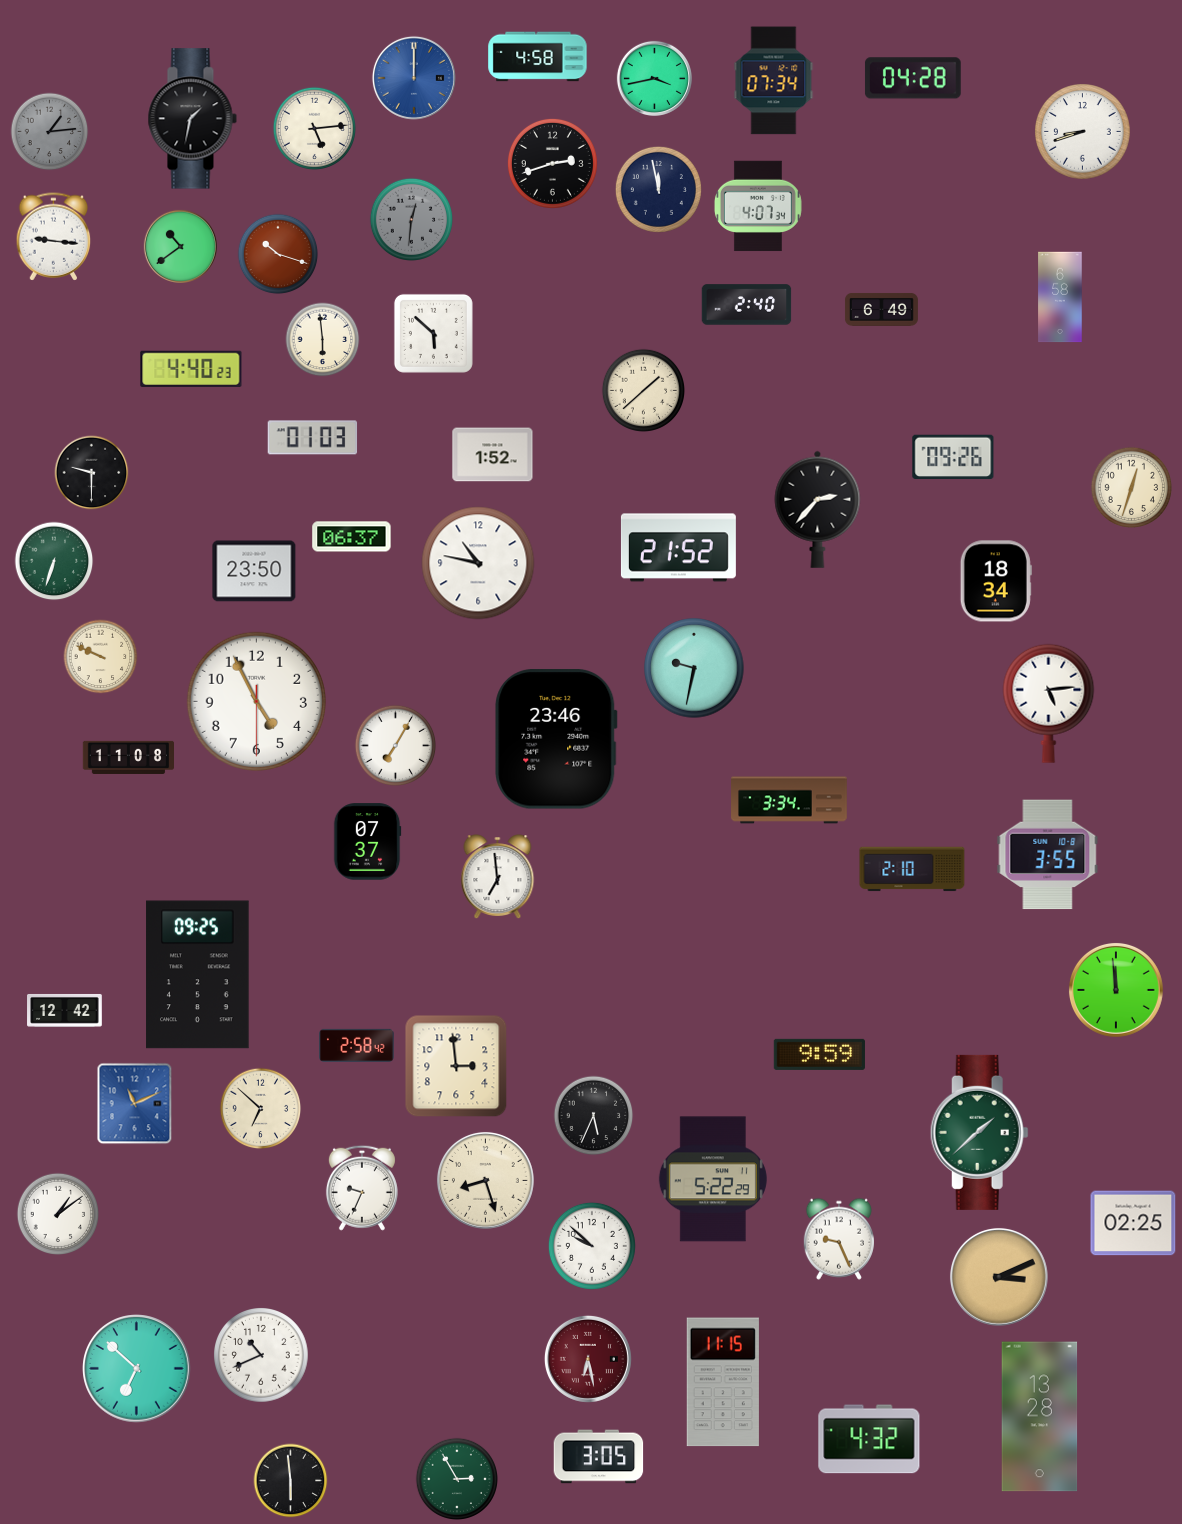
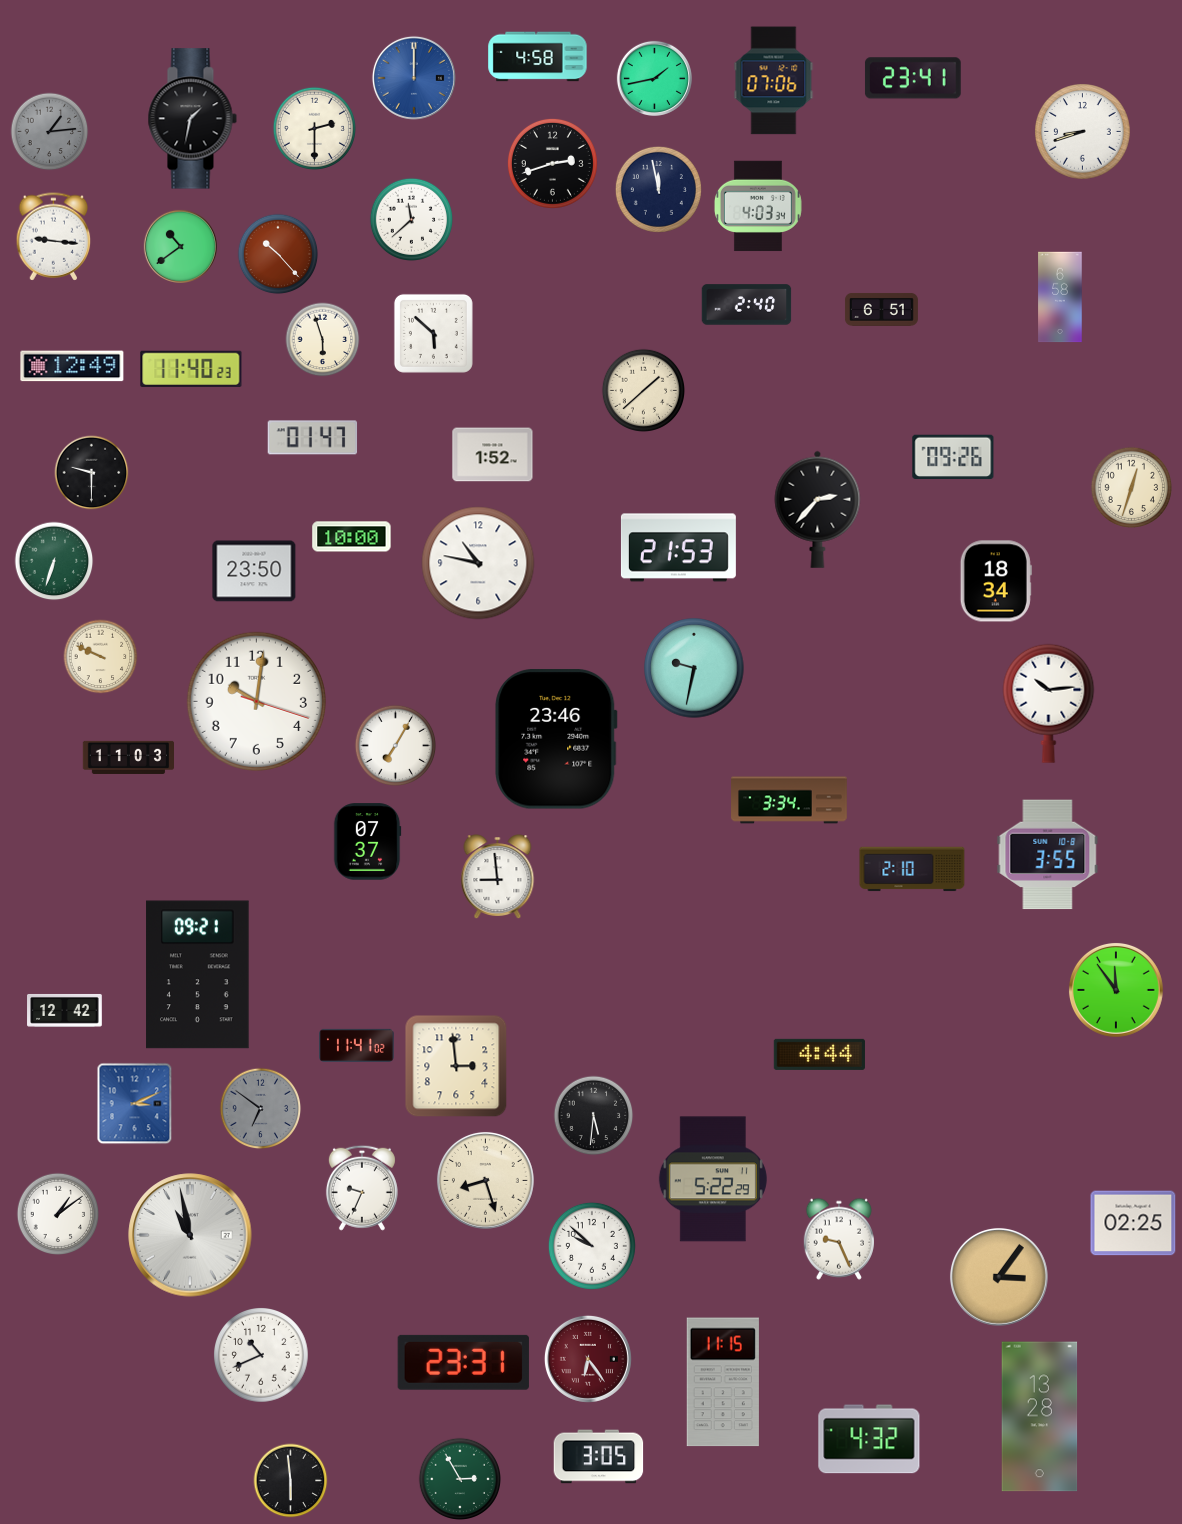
clock at (654, 78): 3:43 -> 1:43
clock at (913, 78): 04:28 -> 23:41
clock at (774, 81): 07:34 -> 07:06
clock at (314, 128): 5:14 -> 2:30
clock at (758, 206): 4:07 -> 4:03
clock at (411, 219): 12:31 -> 11:38
clock at (411, 219) dial: grey -> white
clock at (278, 254): 10:18 -> 10:23
clock at (881, 309): 6:49 -> 6:51
clock at (323, 340): 5:59 -> 5:57
clock at (72, 366): none -> 12:49
clock at (191, 368): 4:40 -> 11:40
clock at (313, 438): 01:03 -> 01:47
clock at (352, 537): 06:37 -> 10:00
clock at (678, 548): 21:52 -> 21:53
clock at (256, 701): 4:55 -> 10:01
clock at (1049, 703): 5:14 -> 10:14
clock at (128, 757): 11:08 -> 11:03
clock at (498, 876): 6:59 -> 8:59
clock at (198, 975): 09:25 -> 09:21
clock at (1116, 990): 11:59 -> 11:54
clock at (357, 1045): 2:58 -> 11:41
clock at (819, 1054): 9:59 -> 4:44
clock at (135, 1104): 11:11 -> 3:11
clock at (261, 1109): 6:52 -> 6:51
clock at (261, 1109) dial: cream -> grey
clock at (594, 1116): 5:34 -> 5:31
clock at (979, 1132): 1:38 -> none
clock at (190, 1235): none -> 10:58
clock at (999, 1277): 3:11 -> 3:06
clock at (588, 1359): 6:28 -> 6:24
clock at (463, 1362): none -> 23:31
clock at (137, 1369): 6:52 -> none
clock at (457, 1479) position: (457, 1479) -> (460, 1479)
